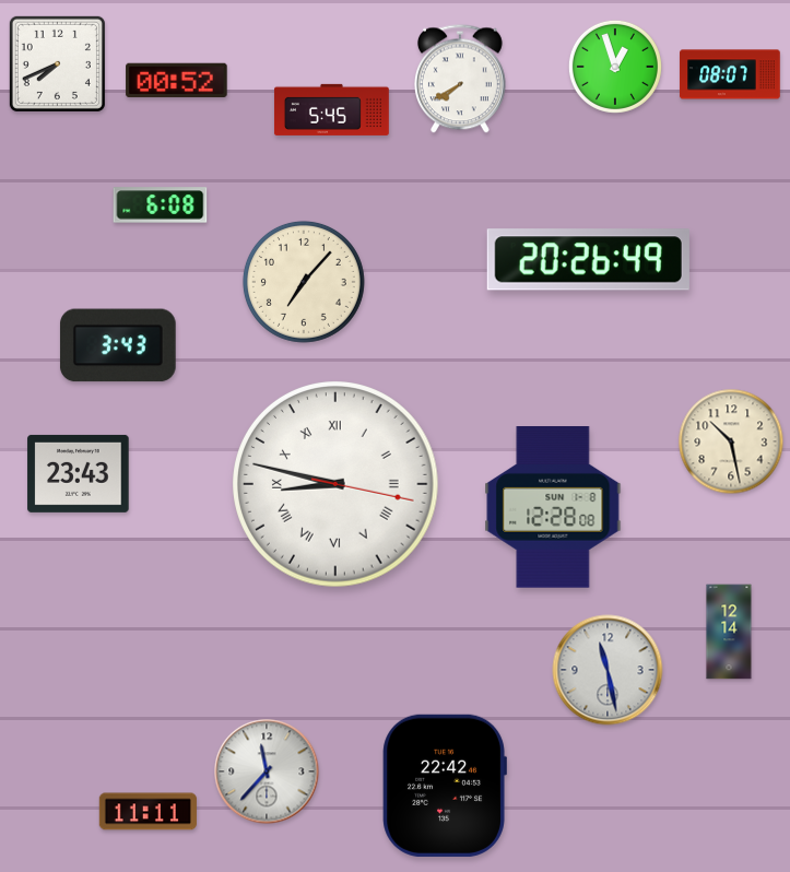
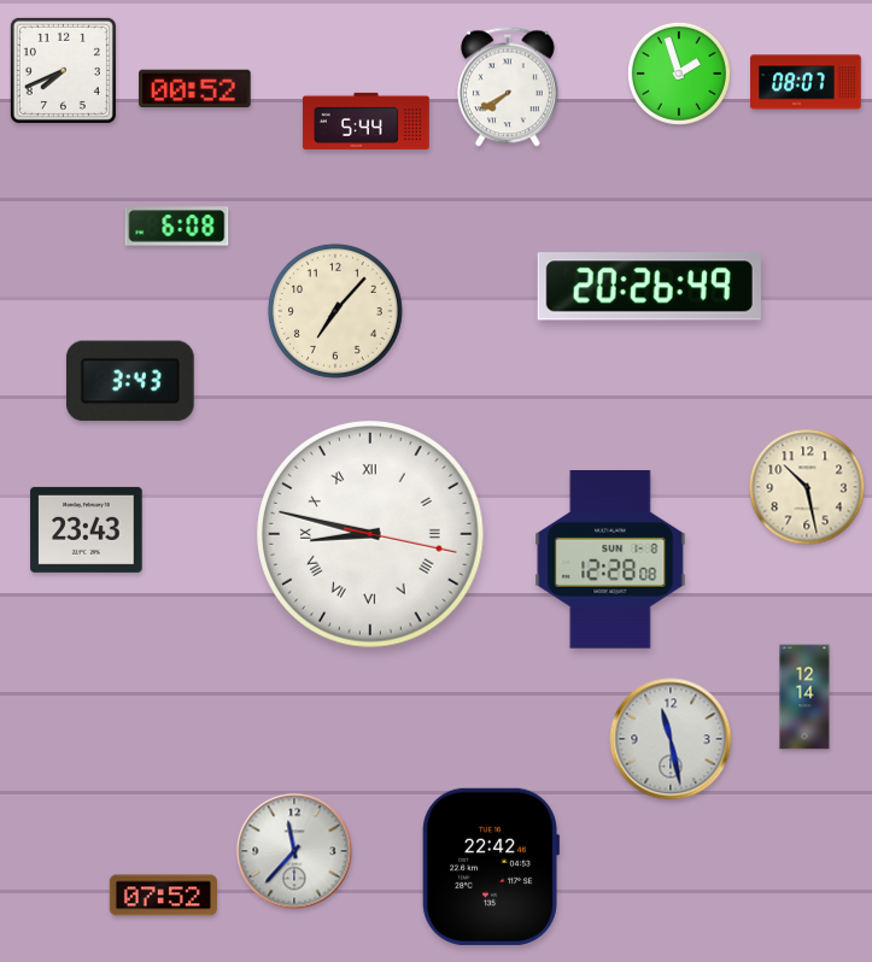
clock at (615, 67): 12:57 -> 1:57
clock at (331, 109): 5:45 -> 5:44
clock at (79, 473) position: (79, 473) -> (87, 529)
clock at (148, 812): 11:11 -> 07:52
